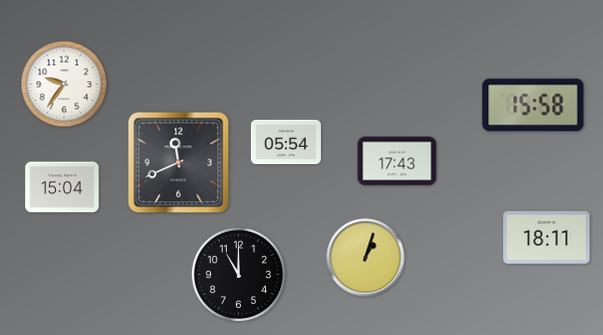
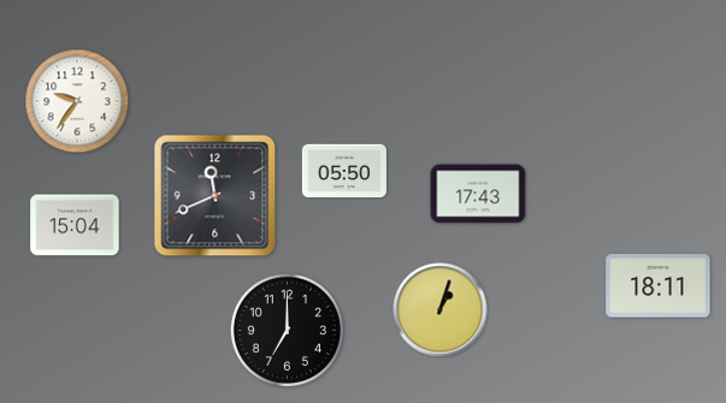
clock at (533, 105): 15:58 -> none
clock at (286, 142): 05:54 -> 05:50
clock at (238, 274): 11:00 -> 7:00
